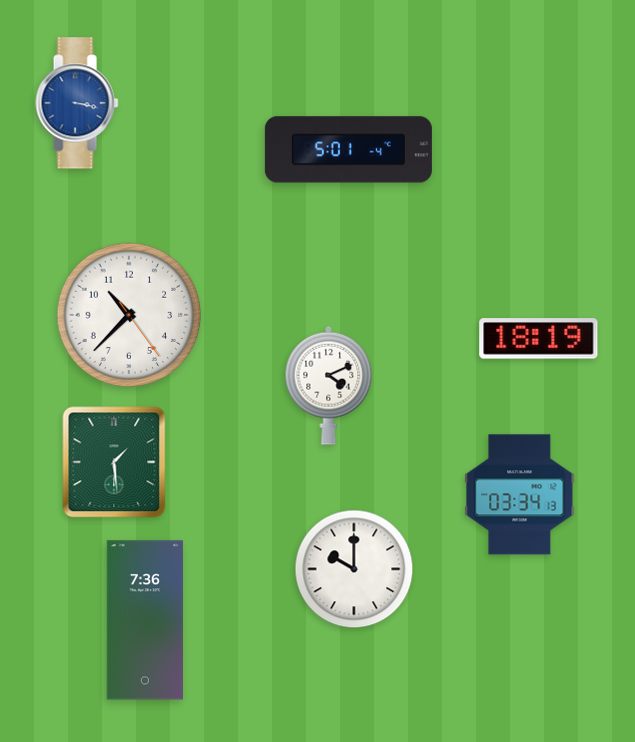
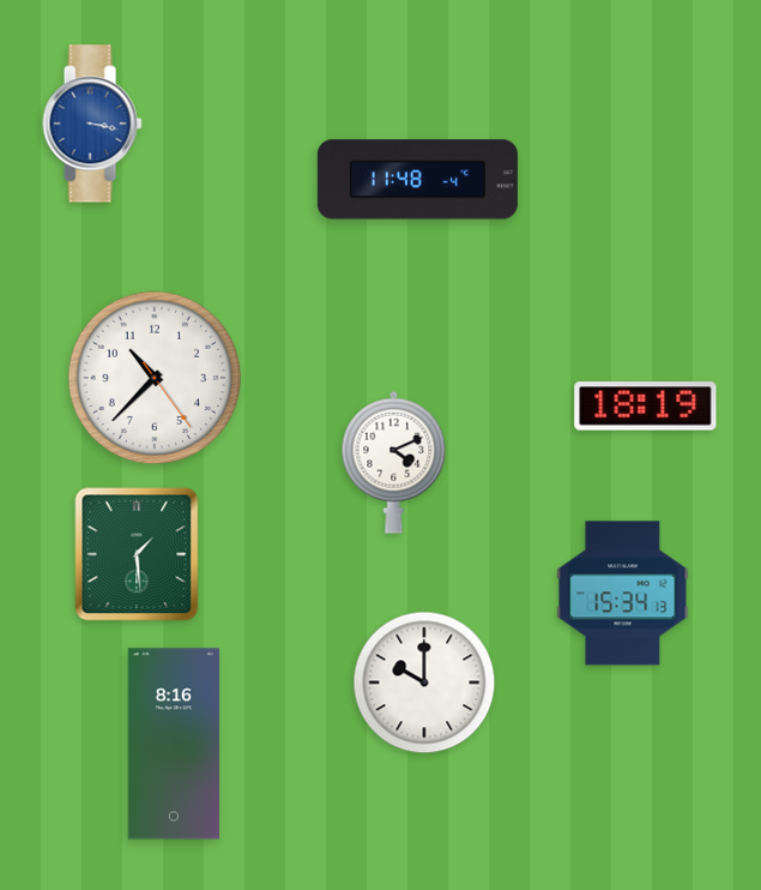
clock at (348, 150): 5:01 -> 11:48
clock at (520, 495): 03:34 -> 15:34
clock at (145, 620): 7:36 -> 8:16
